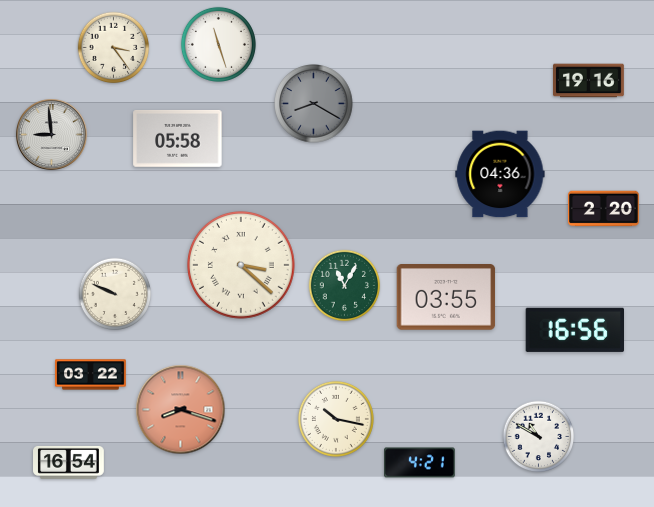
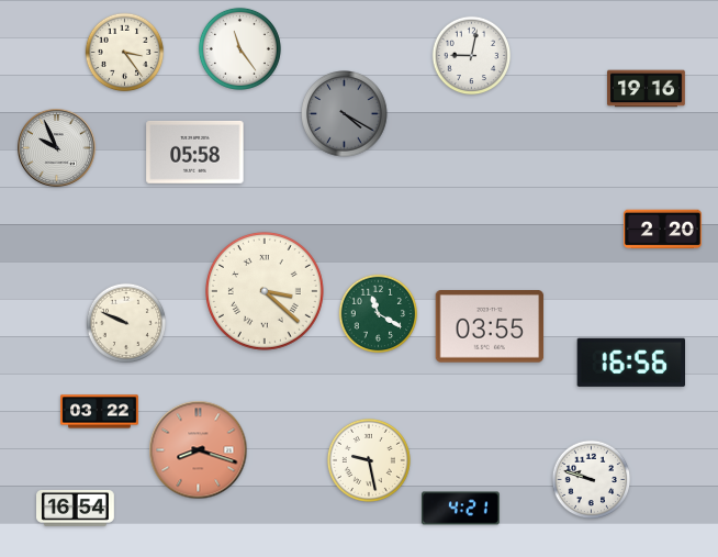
clock at (218, 44): 11:27 -> 11:24
clock at (472, 56): none -> 9:02
clock at (314, 104): 8:20 -> 4:20
clock at (52, 135): 8:59 -> 9:56
clock at (500, 174): 04:36 -> none
clock at (345, 286): 11:05 -> 11:20
clock at (336, 419): 10:17 -> 9:28
clock at (539, 437): 10:50 -> 9:48
